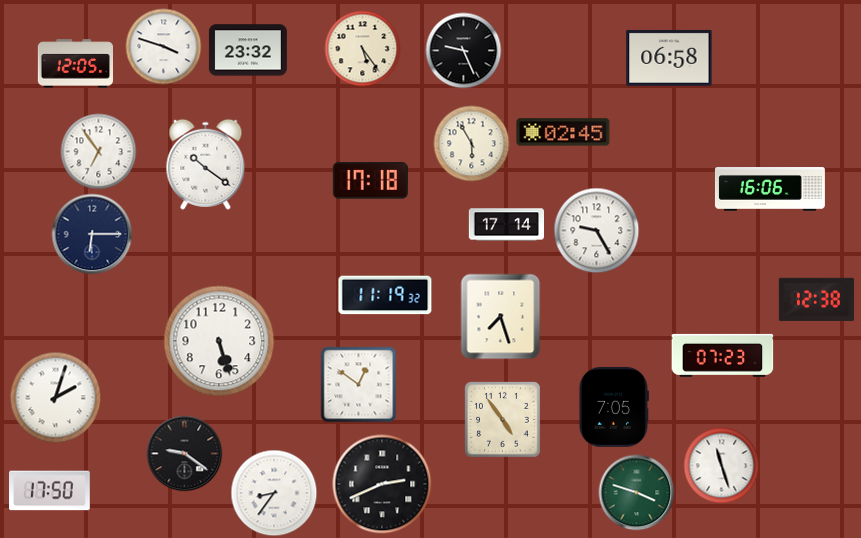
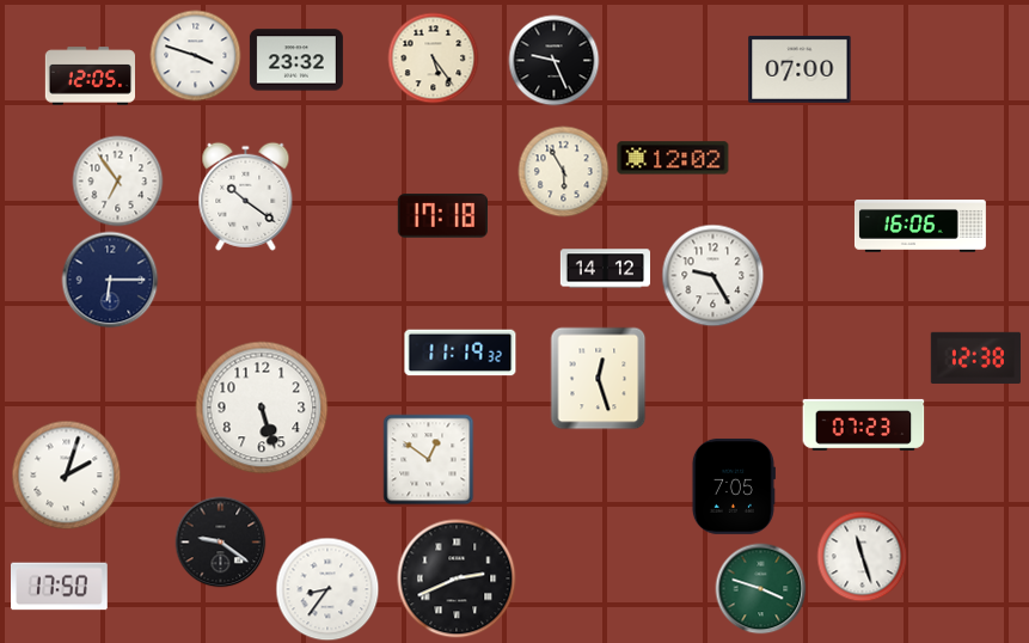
clock at (669, 58): 06:58 -> 07:00
clock at (563, 132): 02:45 -> 12:02
clock at (506, 225): 17:14 -> 14:12
clock at (501, 317): 7:27 -> 12:27
clock at (503, 420): 4:54 -> none
